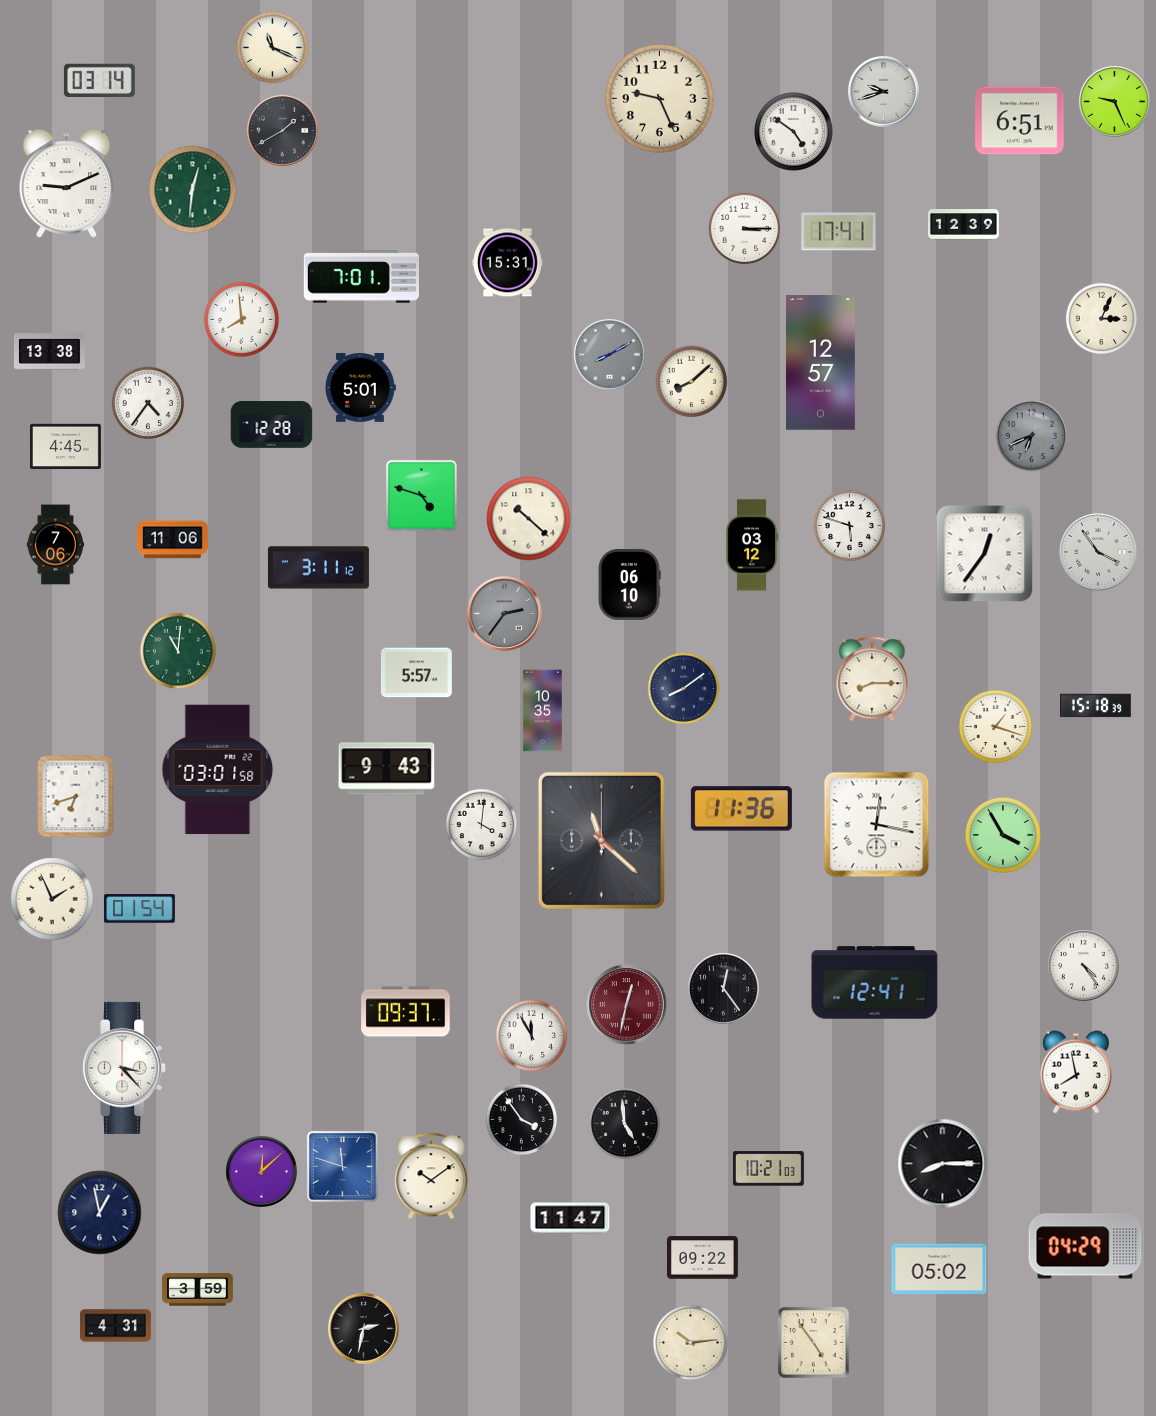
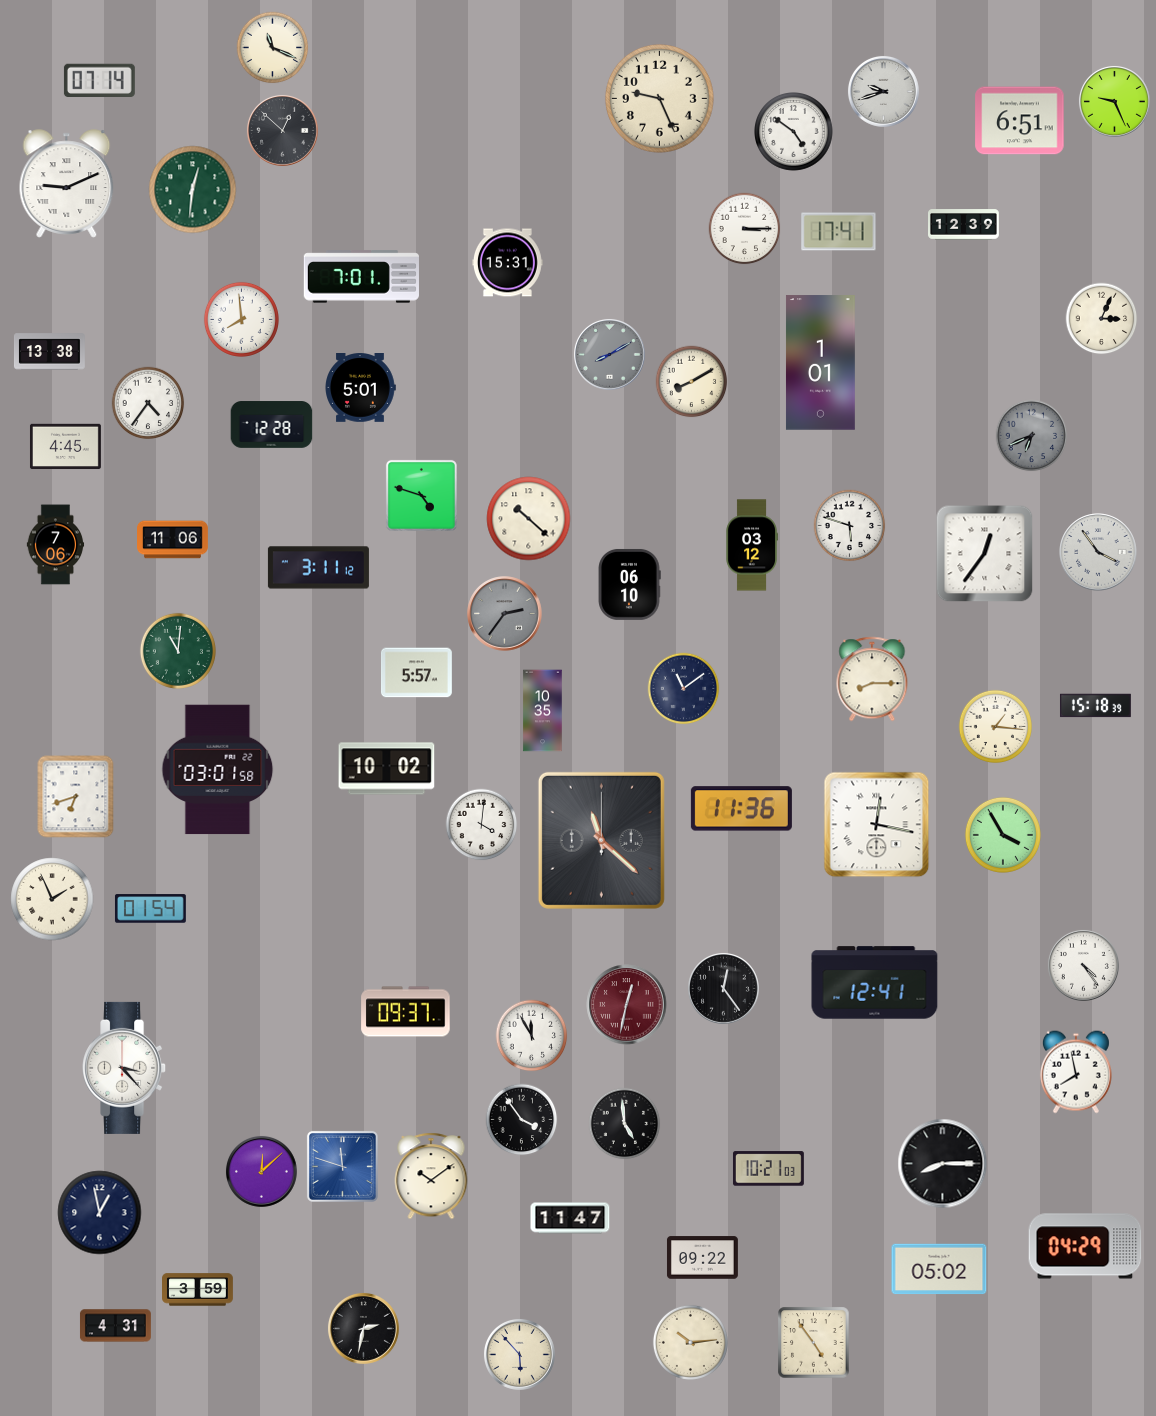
clock at (99, 80): 03:14 -> 07:14
clock at (282, 130): 1:40 -> 12:52
clock at (820, 363): 12:57 -> 1:01
clock at (692, 382): 8:08 -> 8:10
clock at (684, 689): 8:09 -> 11:09
clock at (995, 726): 1:18 -> 1:16
clock at (387, 769): 9:43 -> 10:02
clock at (139, 909) position: (139, 909) -> (150, 909)
clock at (519, 1354): none -> 5:53
